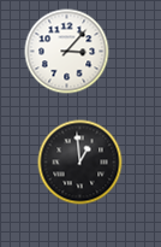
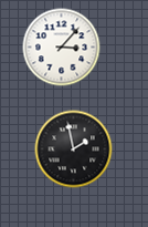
clock at (80, 163): 12:59 -> 1:58
